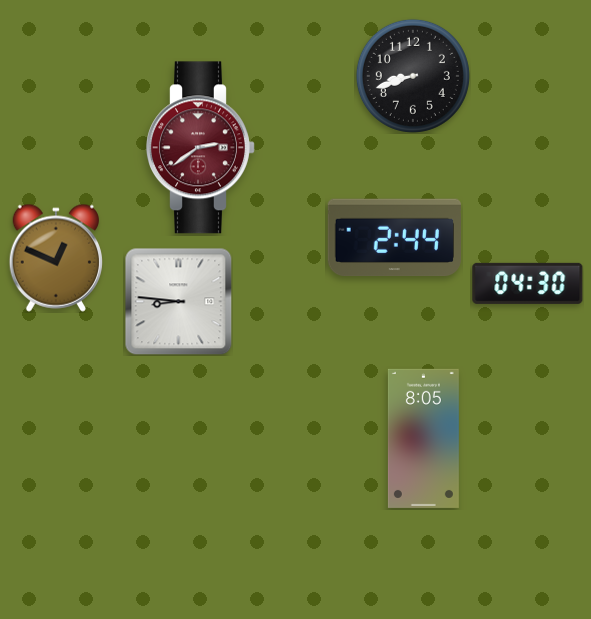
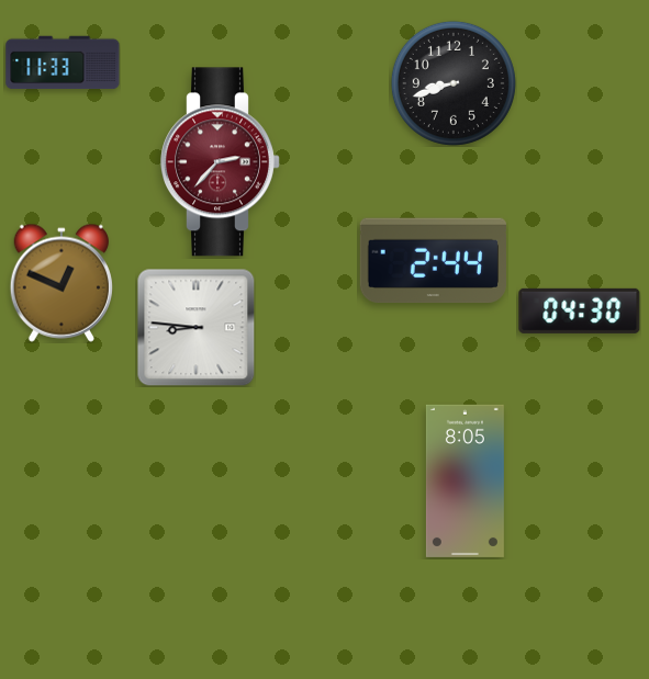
clock at (63, 63): none -> 11:33
clock at (201, 148): 2:39 -> 2:37
clock at (178, 301) position: (178, 301) -> (195, 327)
